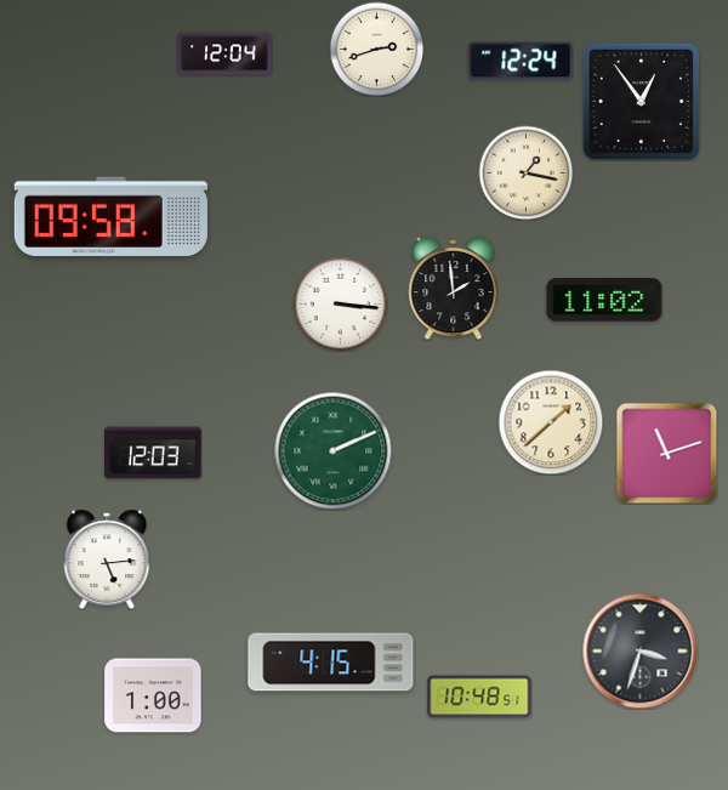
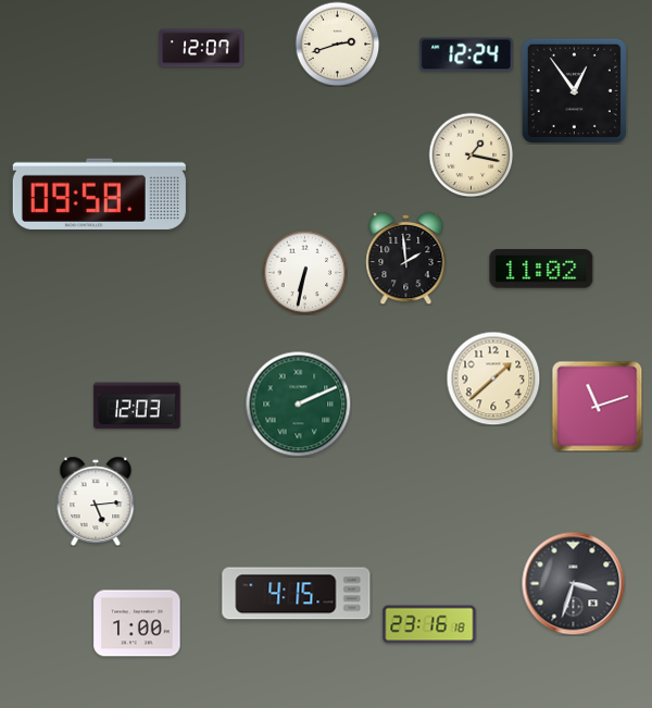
clock at (224, 53): 12:04 -> 12:07
clock at (340, 303): 3:16 -> 6:32
clock at (479, 697): 10:48 -> 23:16
